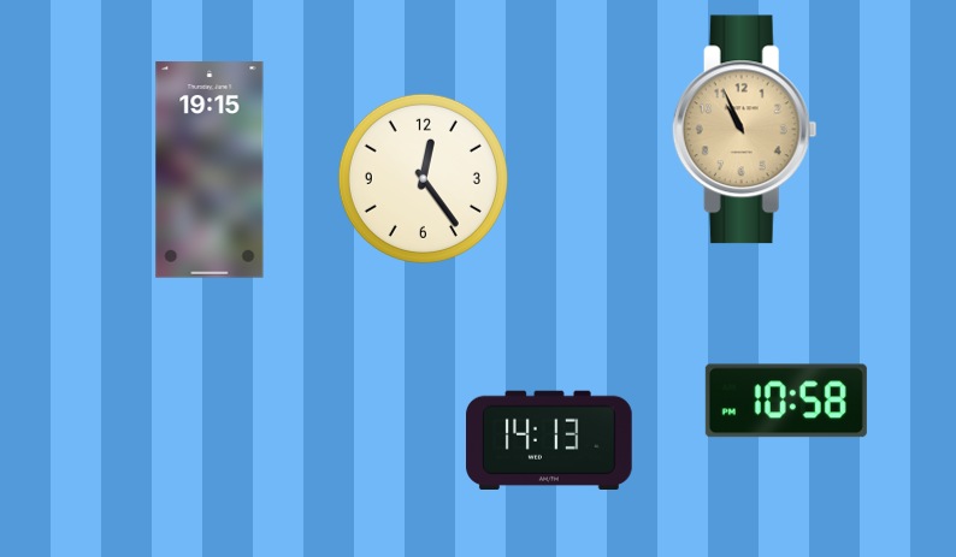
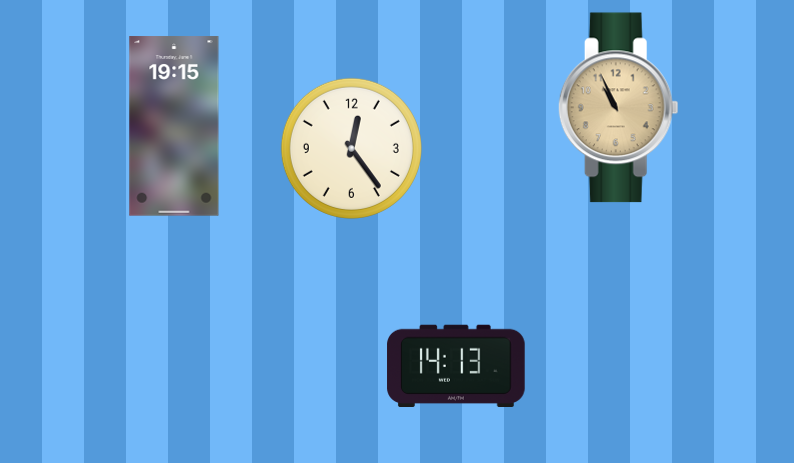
clock at (210, 170) position: (210, 170) -> (174, 126)
clock at (786, 401): 10:58 -> none
